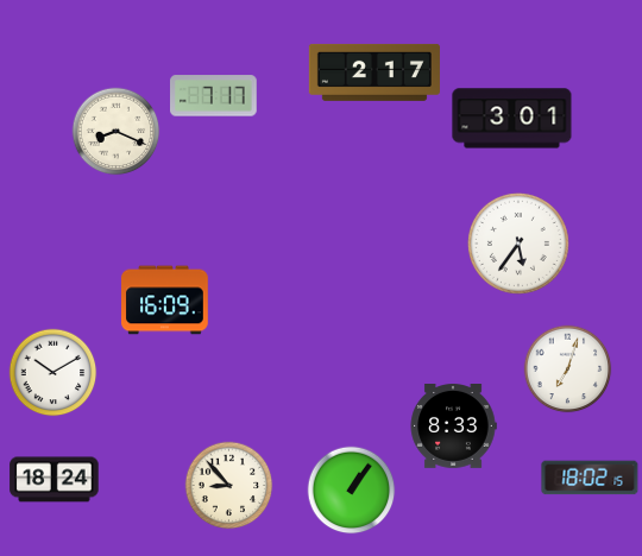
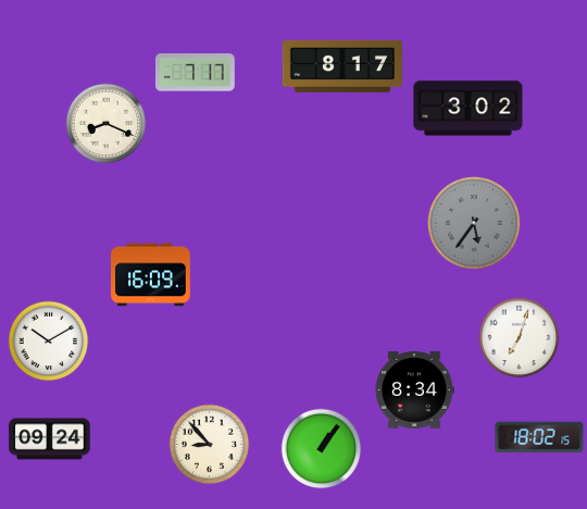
clock at (374, 72): 2:17 -> 8:17
clock at (214, 96) position: (214, 96) -> (196, 73)
clock at (512, 119): 3:01 -> 3:02
clock at (117, 132) position: (117, 132) -> (107, 124)
clock at (518, 244) dial: white -> grey
clock at (453, 427): 8:33 -> 8:34
clock at (55, 480): 18:24 -> 09:24
